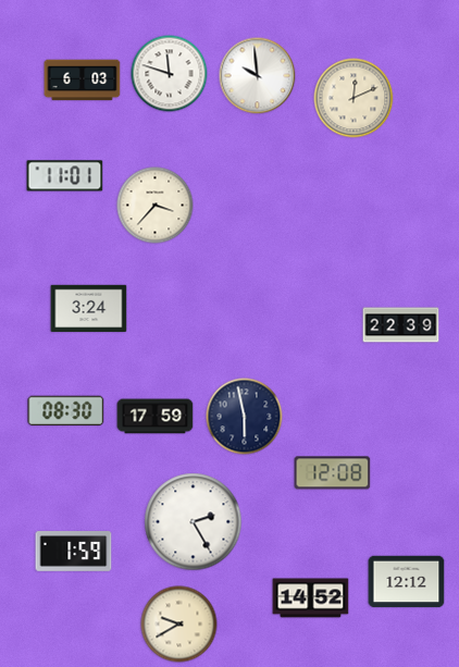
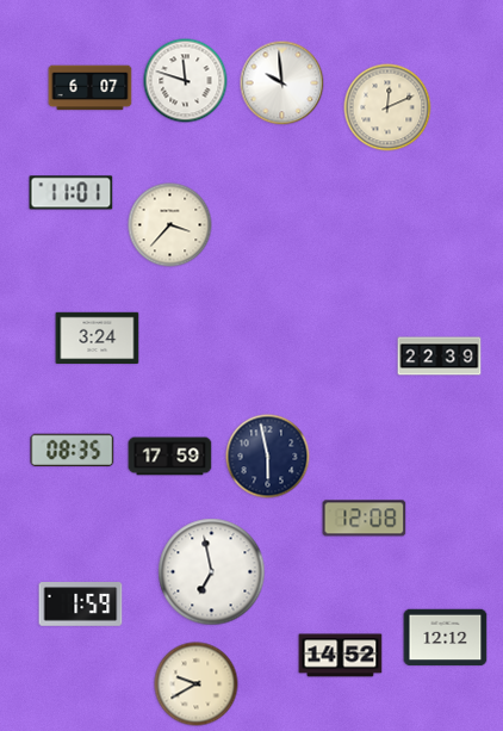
clock at (83, 81): 6:03 -> 6:07
clock at (66, 411): 08:30 -> 08:35
clock at (194, 522): 2:25 -> 6:58
